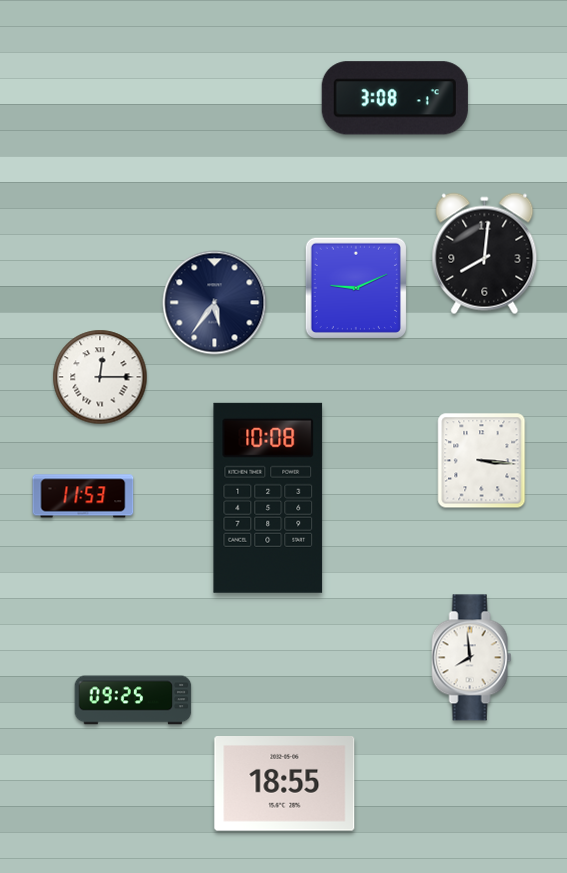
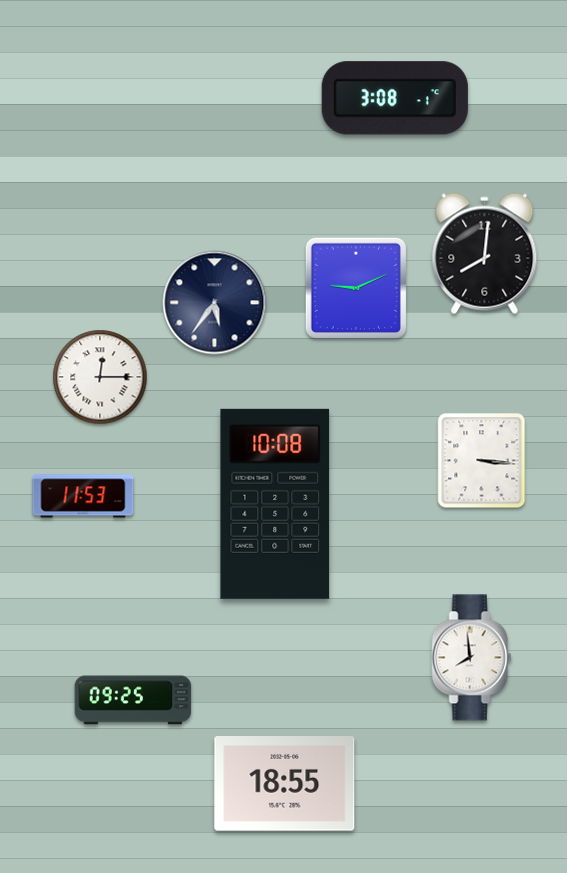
clock at (268, 498) position: (268, 498) -> (275, 504)
